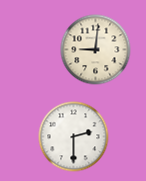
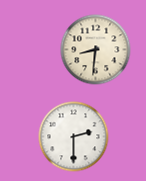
clock at (96, 50): 9:01 -> 8:31
